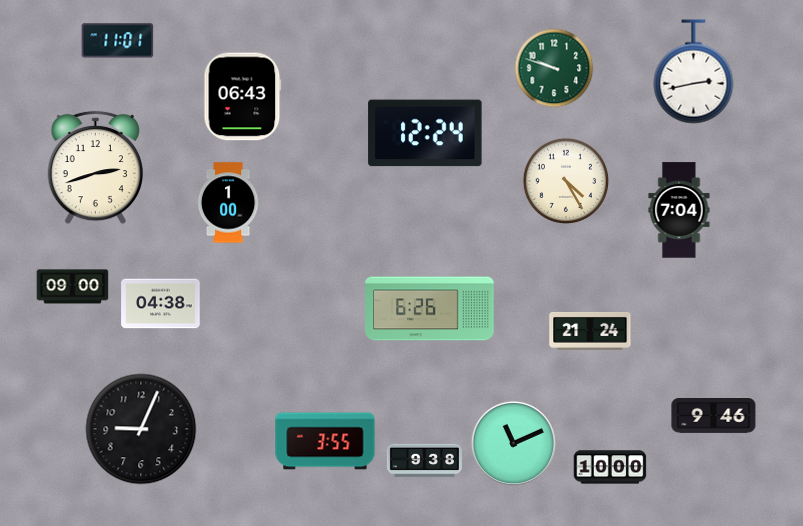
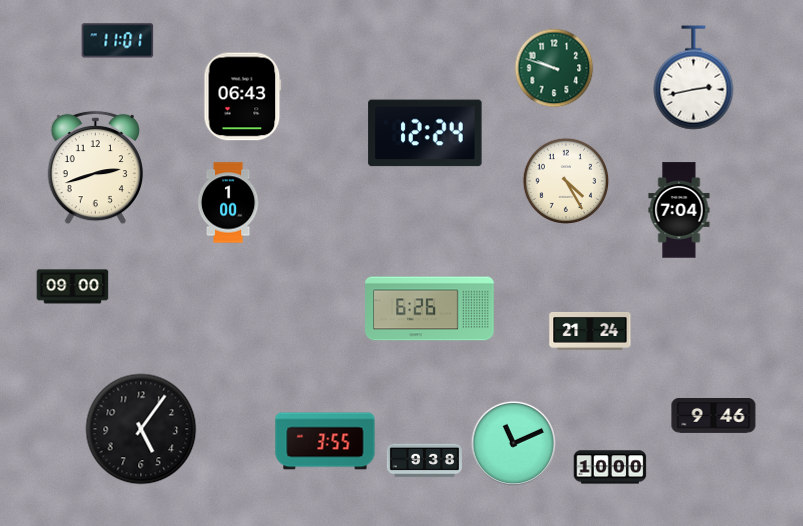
clock at (694, 72) position: (694, 72) -> (694, 78)
clock at (161, 304): 04:38 -> none
clock at (141, 429): 9:04 -> 5:06
